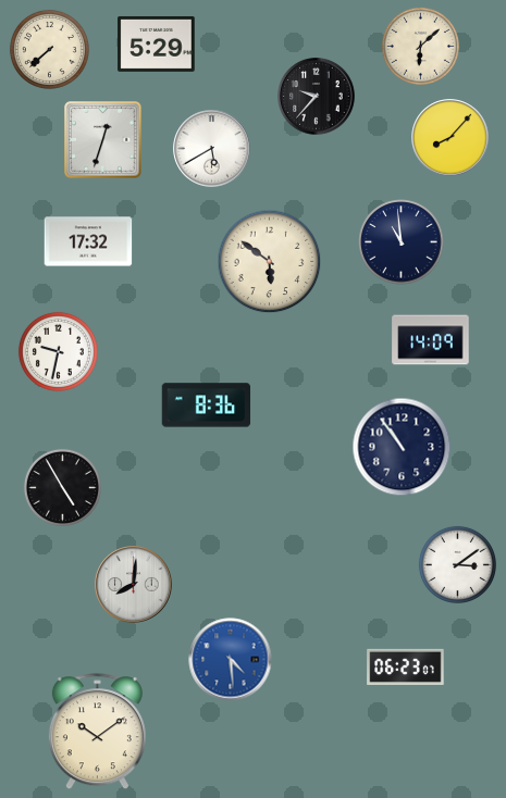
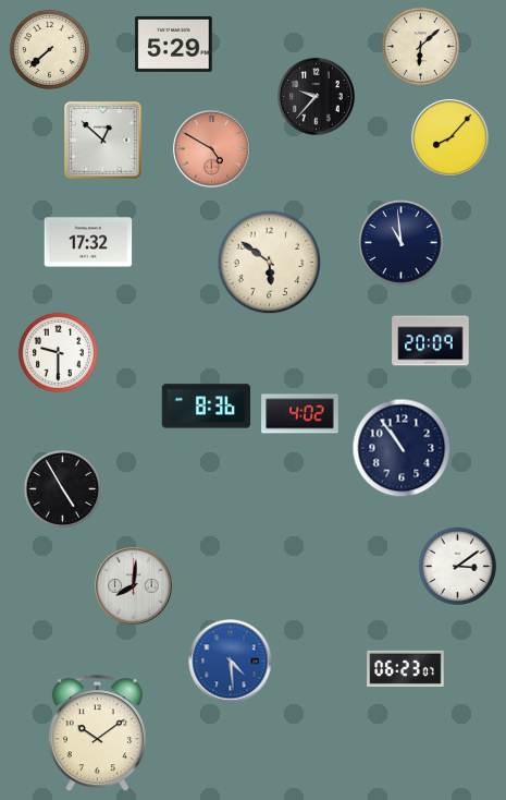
clock at (157, 43) position: (157, 43) -> (174, 44)
clock at (103, 140): 12:33 -> 12:52
clock at (212, 149): 5:40 -> 4:50
clock at (212, 149) dial: white -> salmon
clock at (431, 340): 14:09 -> 20:09
clock at (58, 351): 9:32 -> 9:30
clock at (300, 414): none -> 4:02
